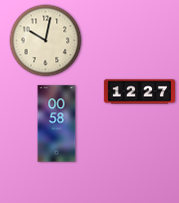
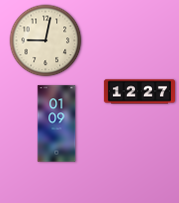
clock at (46, 41): 10:02 -> 9:02
clock at (57, 124): 00:58 -> 01:09
